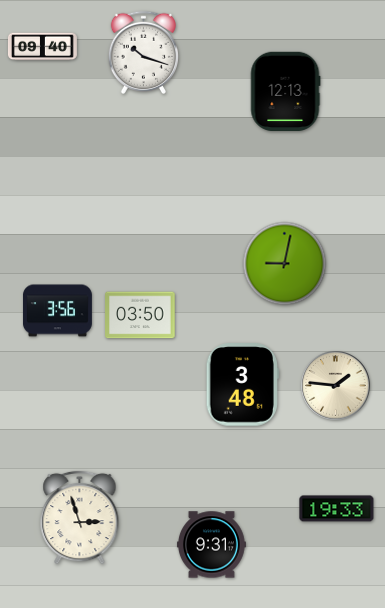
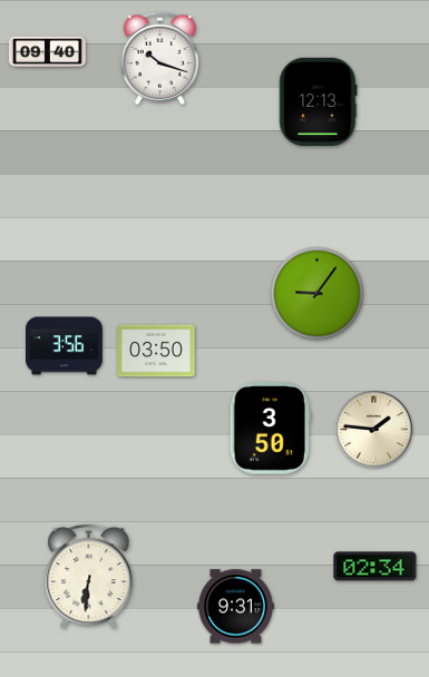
clock at (285, 264): 9:02 -> 9:06
clock at (242, 385): 3:48 -> 3:50
clock at (337, 509): 19:33 -> 02:34
clock at (80, 517): 2:57 -> 6:31
